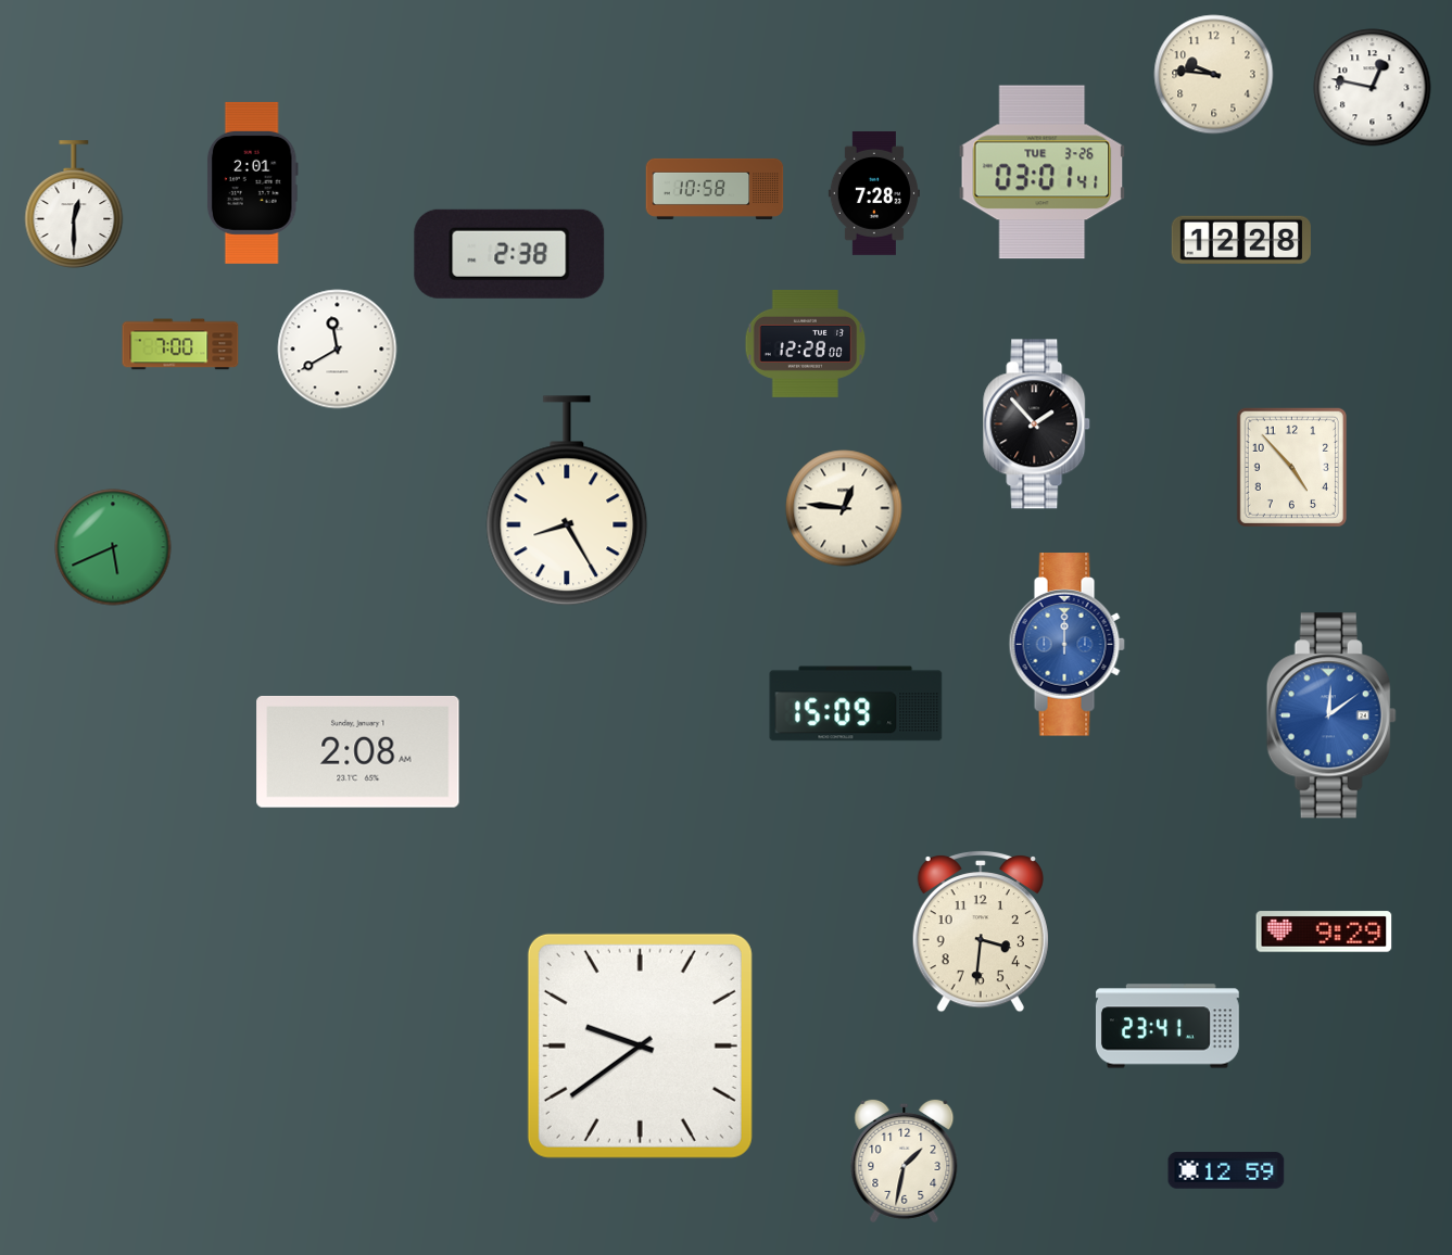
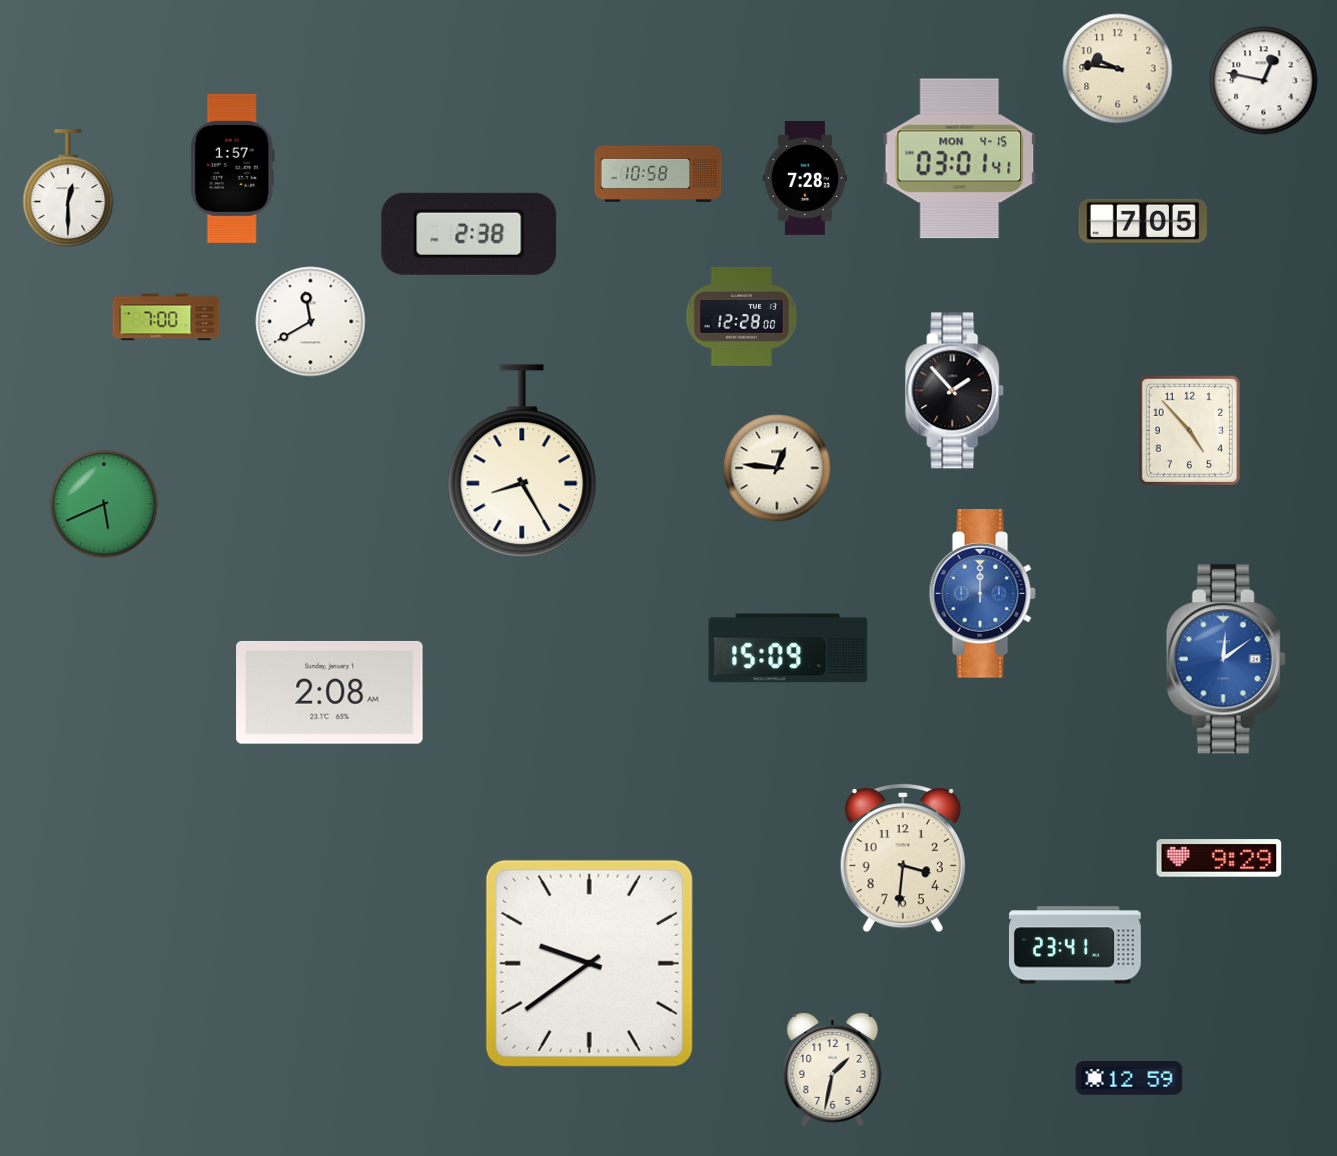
clock at (1043, 173) date: TUE 3-26 -> MON 4-15
clock at (252, 182): 2:01 -> 1:57
clock at (1241, 239): 12:28 -> 7:05
